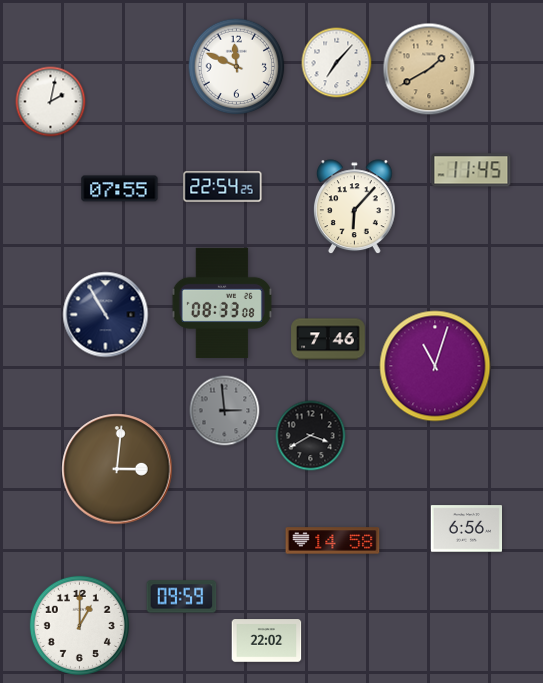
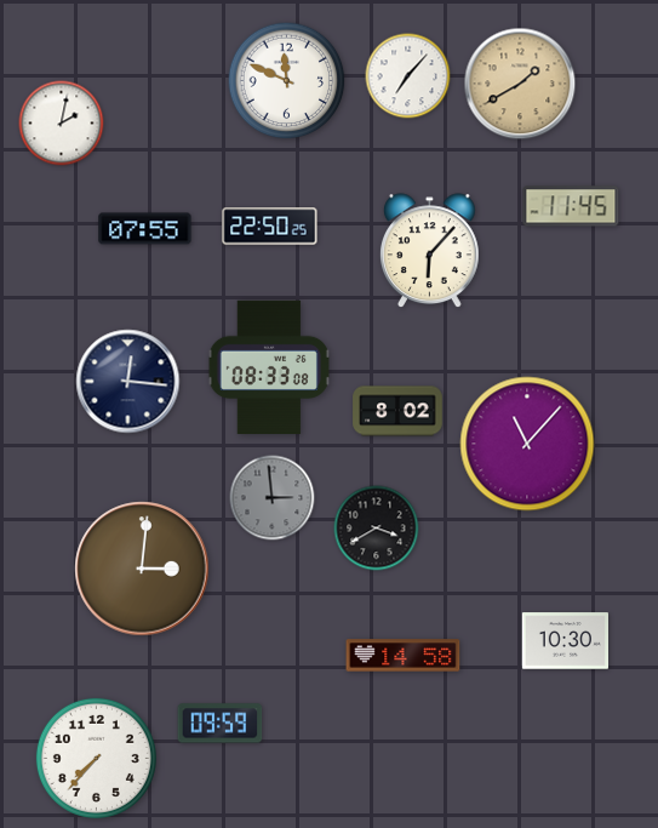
clock at (223, 187): 22:54 -> 22:50
clock at (106, 315): 10:55 -> 12:16
clock at (328, 339): 7:46 -> 8:02
clock at (435, 366): 11:03 -> 11:07
clock at (466, 529): 6:56 -> 10:30
clock at (79, 625): 1:00 -> 7:37
clock at (267, 641): 22:02 -> none
